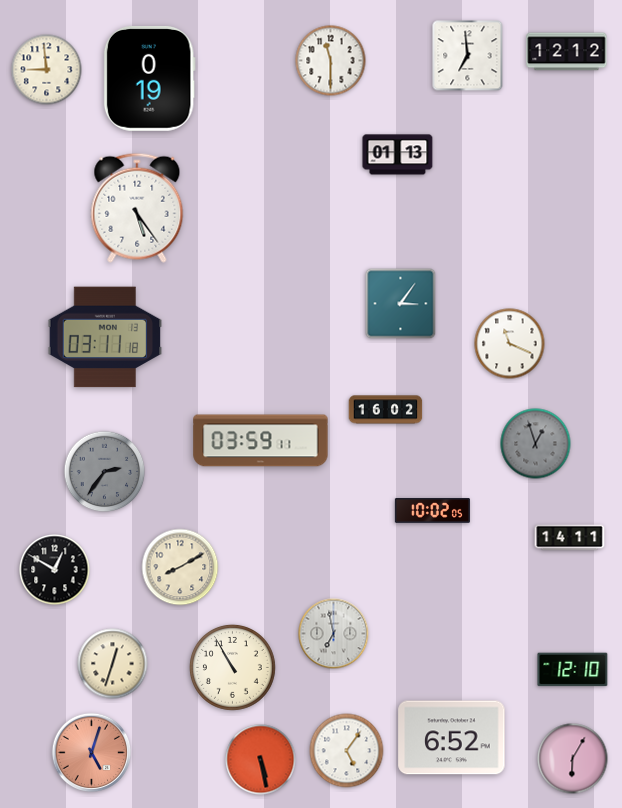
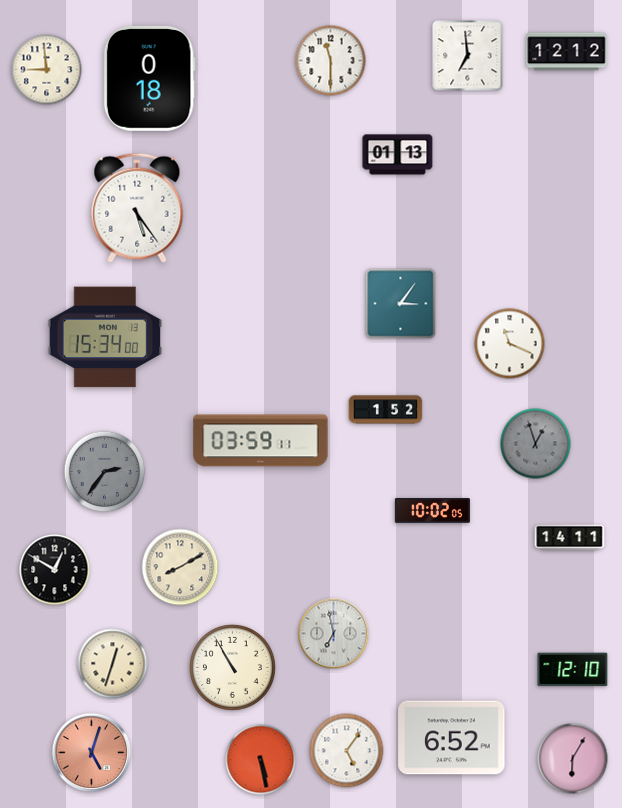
clock at (149, 78): 0:19 -> 0:18
clock at (105, 337): 03:11 -> 15:34
clock at (386, 410): 16:02 -> 1:52
